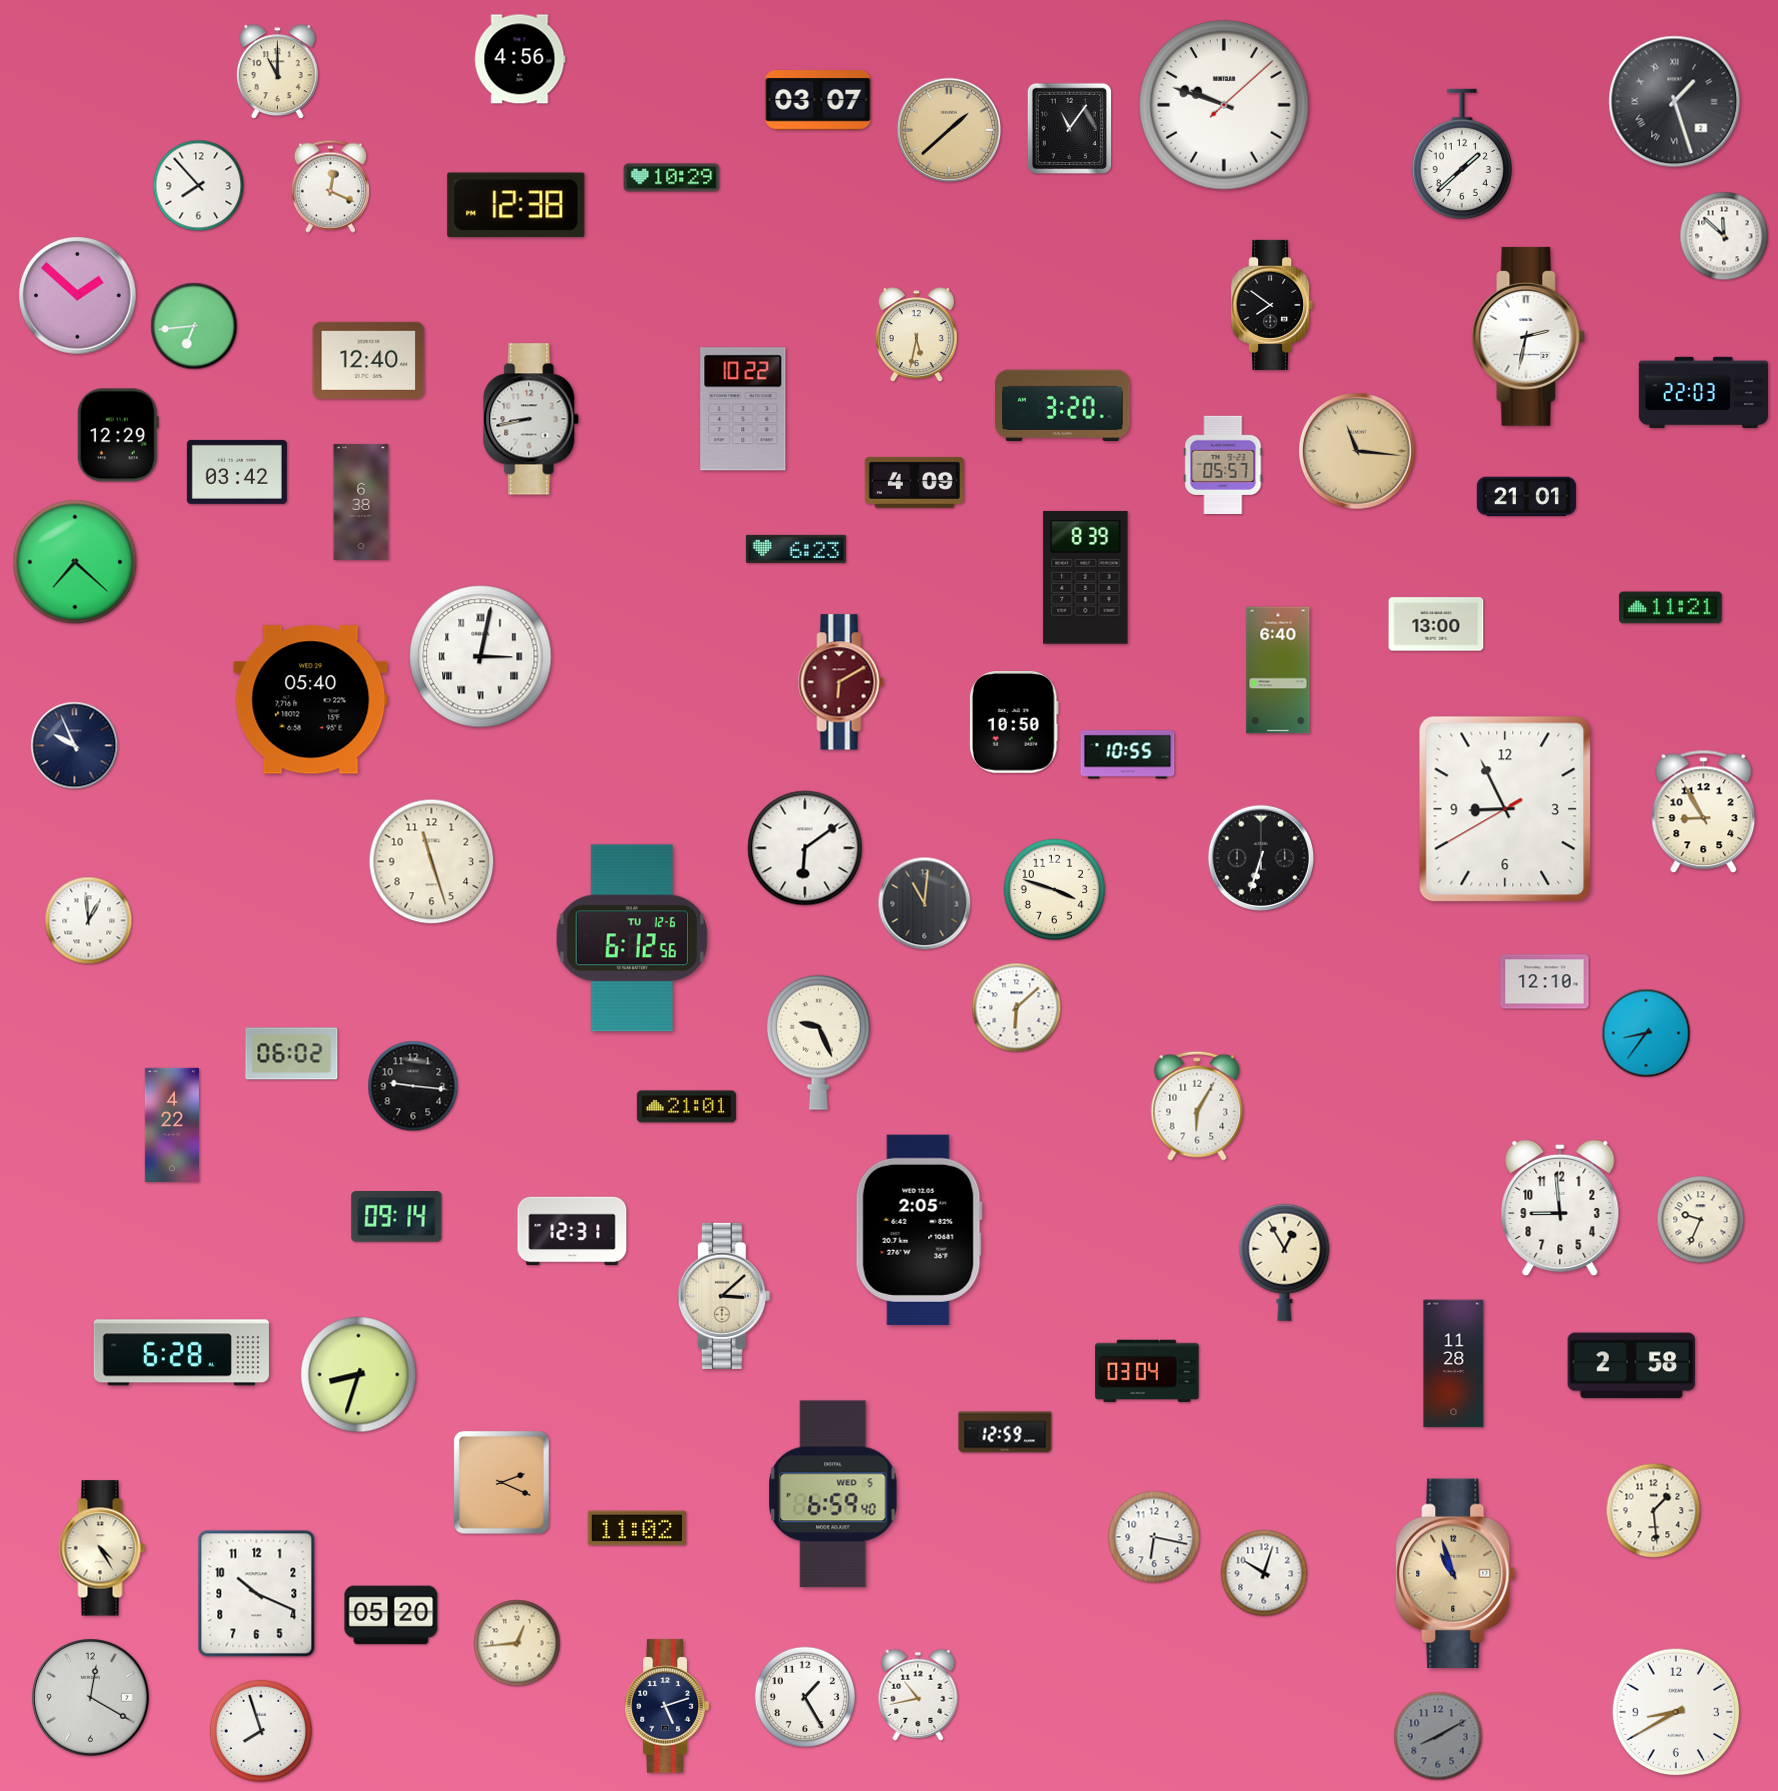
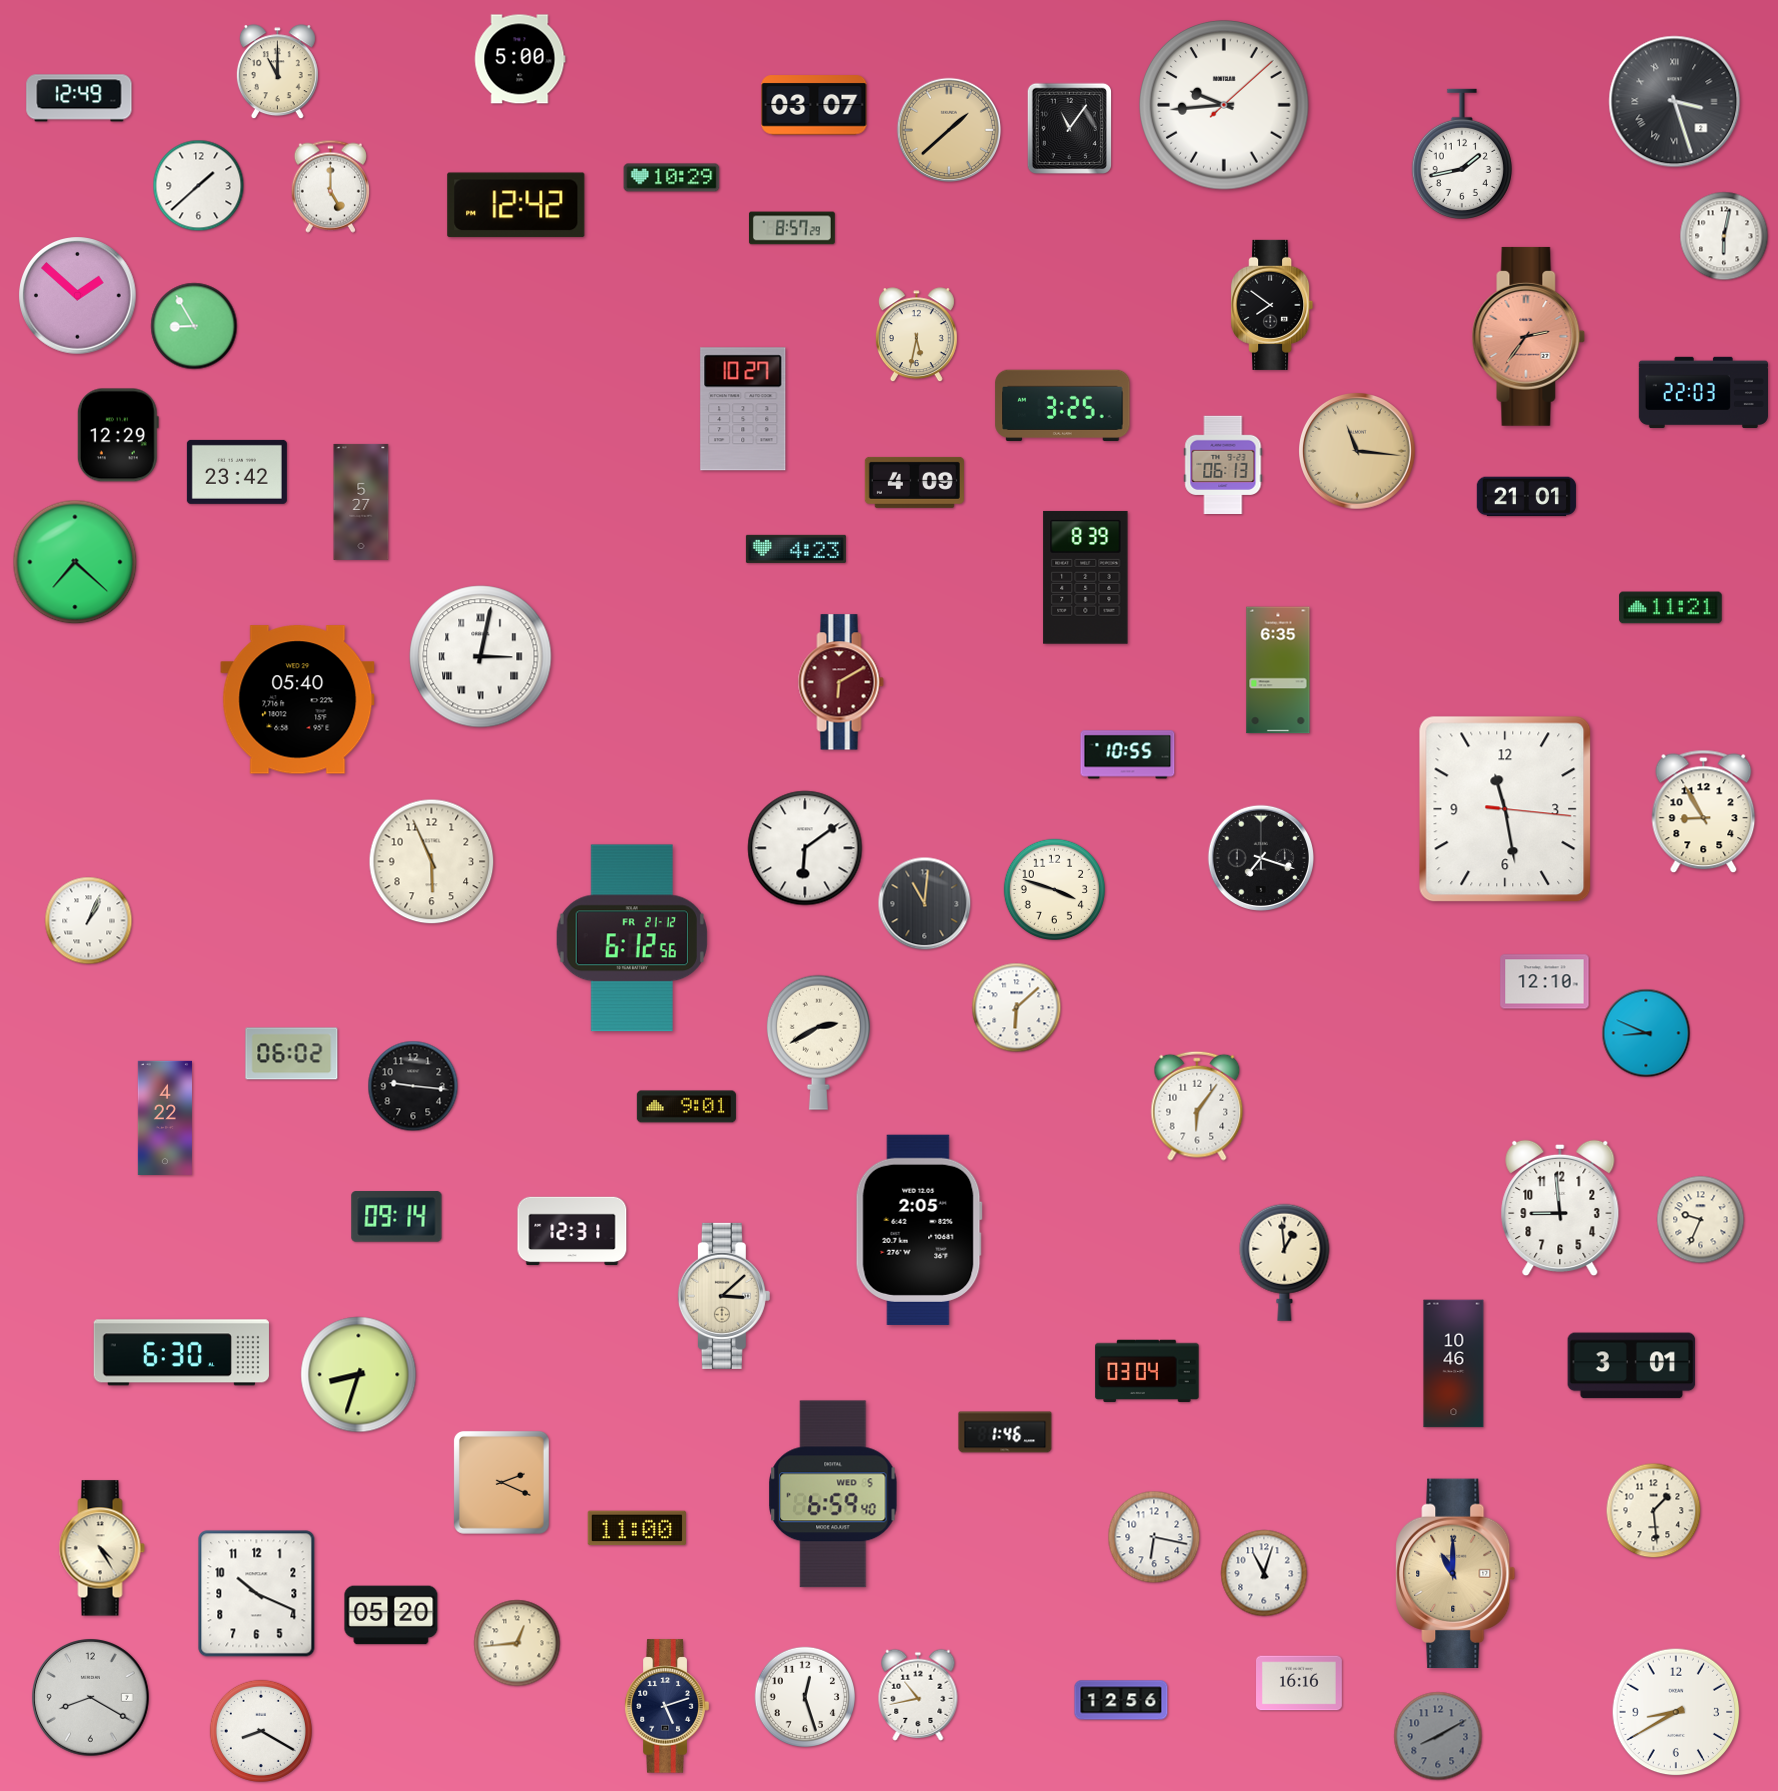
clock at (520, 59): 4:56 -> 5:00
clock at (79, 98): none -> 12:49
clock at (818, 100) position: (818, 100) -> (814, 105)
clock at (1675, 102): 1:27 -> 3:27
clock at (1224, 105): 9:48 -> 9:44
clock at (1462, 153): 1:38 -> 1:43
clock at (199, 186): 7:53 -> 1:38
clock at (330, 186): 12:19 -> 5:00
clock at (516, 205): 12:38 -> 12:42
clock at (792, 228): none -> 8:57
clock at (1724, 236): 11:52 -> 6:02
clock at (194, 326): 6:44 -> 8:55
clock at (1529, 336): 2:32 -> 2:36
clock at (1529, 336) dial: white -> salmon
clock at (369, 360): 12:40 -> none
clock at (1063, 406): 3:20 -> 3:25
clock at (743, 409): 10:22 -> 10:27
clock at (532, 419): 8:43 -> none
clock at (1223, 464): 05:57 -> 06:13
clock at (237, 472): 03:42 -> 23:42
clock at (361, 502): 6:38 -> 5:27
clock at (796, 549): 6:23 -> 4:23
clock at (1436, 624): 13:00 -> none
clock at (1278, 670): 6:40 -> 6:35
clock at (311, 700) position: (311, 700) -> (298, 700)
clock at (1014, 723): 10:50 -> none
clock at (75, 746): 9:56 -> none
clock at (1505, 809): 8:55 -> 11:28
clock at (1260, 857): 6:33 -> 7:18
clock at (432, 862): 11:27 -> 5:56
clock at (89, 921): 12:59 -> 1:04
clock at (632, 938) date: TU 12-6 -> FR 21-12
clock at (1646, 1033): 8:36 -> 8:49
clock at (818, 1042): 9:26 -> 2:40
clock at (1197, 1106): 6:05 -> 6:06
clock at (686, 1107): 21:01 -> 9:01
clock at (172, 1124) position: (172, 1124) -> (165, 1117)
clock at (1285, 1262): 12:55 -> 12:59
clock at (181, 1353): 6:28 -> 6:30
clock at (1454, 1364): 11:28 -> 10:46
clock at (1632, 1366): 2:58 -> 3:01
clock at (1005, 1432): 12:59 -> 1:46
clock at (636, 1528): 11:02 -> 11:00
clock at (1264, 1573): 10:03 -> 11:03
clock at (1456, 1573): 10:57 -> 11:00
clock at (1300, 1683): none -> 16:16
clock at (804, 1696): 1:25 -> 12:27
clock at (91, 1698): 12:20 -> 8:20
clock at (1121, 1700): none -> 12:56
clock at (261, 1731): 7:57 -> 8:20
